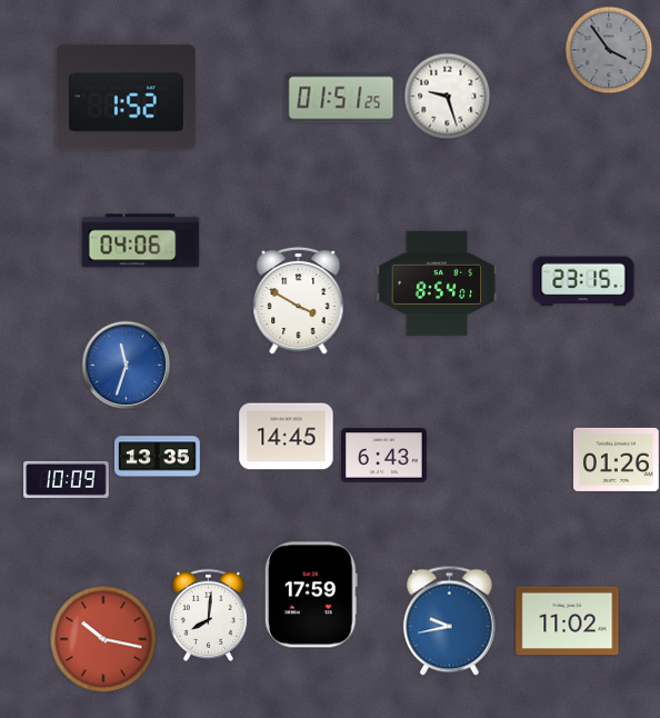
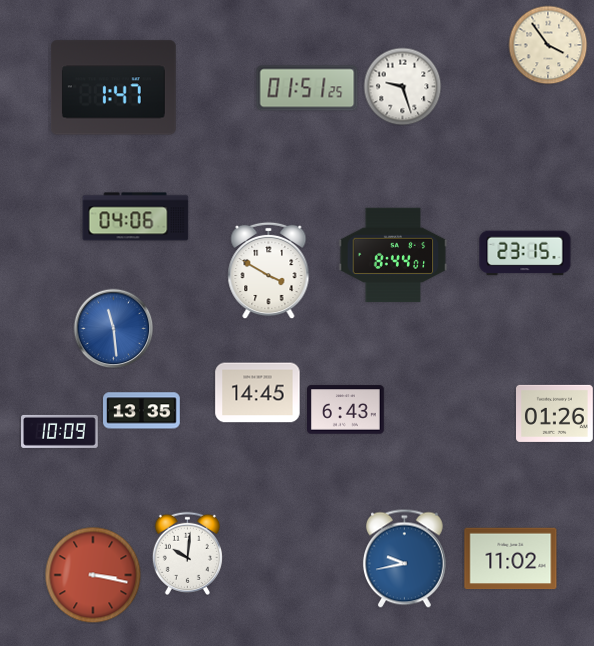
clock at (609, 50) dial: grey -> cream
clock at (126, 98): 1:52 -> 1:47
clock at (141, 241) position: (141, 241) -> (136, 217)
clock at (437, 283): 8:54 -> 8:44
clock at (126, 365): 11:33 -> 11:29
clock at (311, 595): 17:59 -> none
clock at (208, 615): 8:01 -> 10:01
clock at (103, 639): 10:17 -> 3:17
